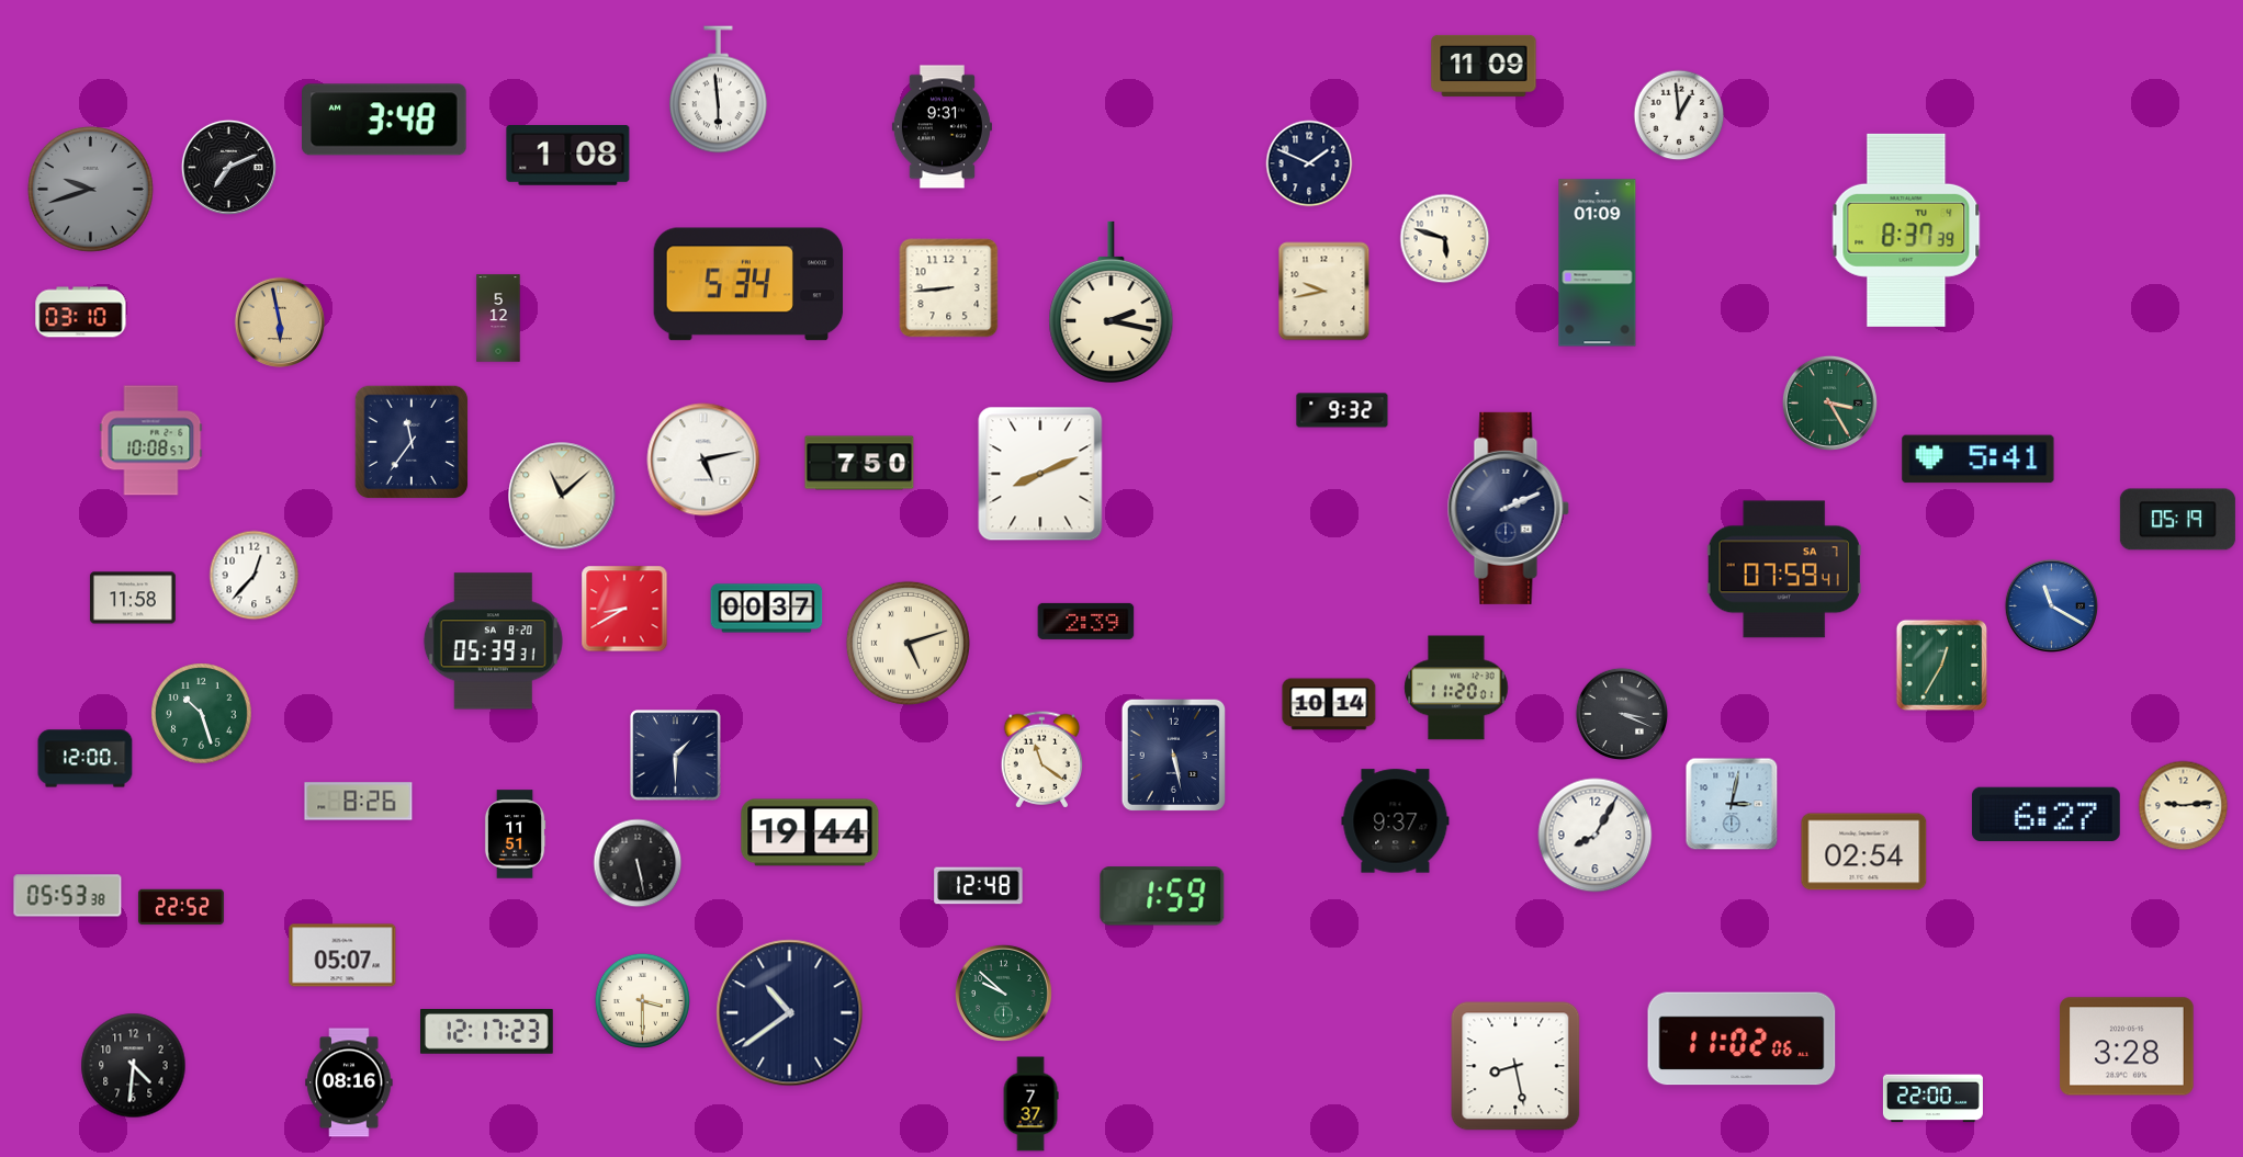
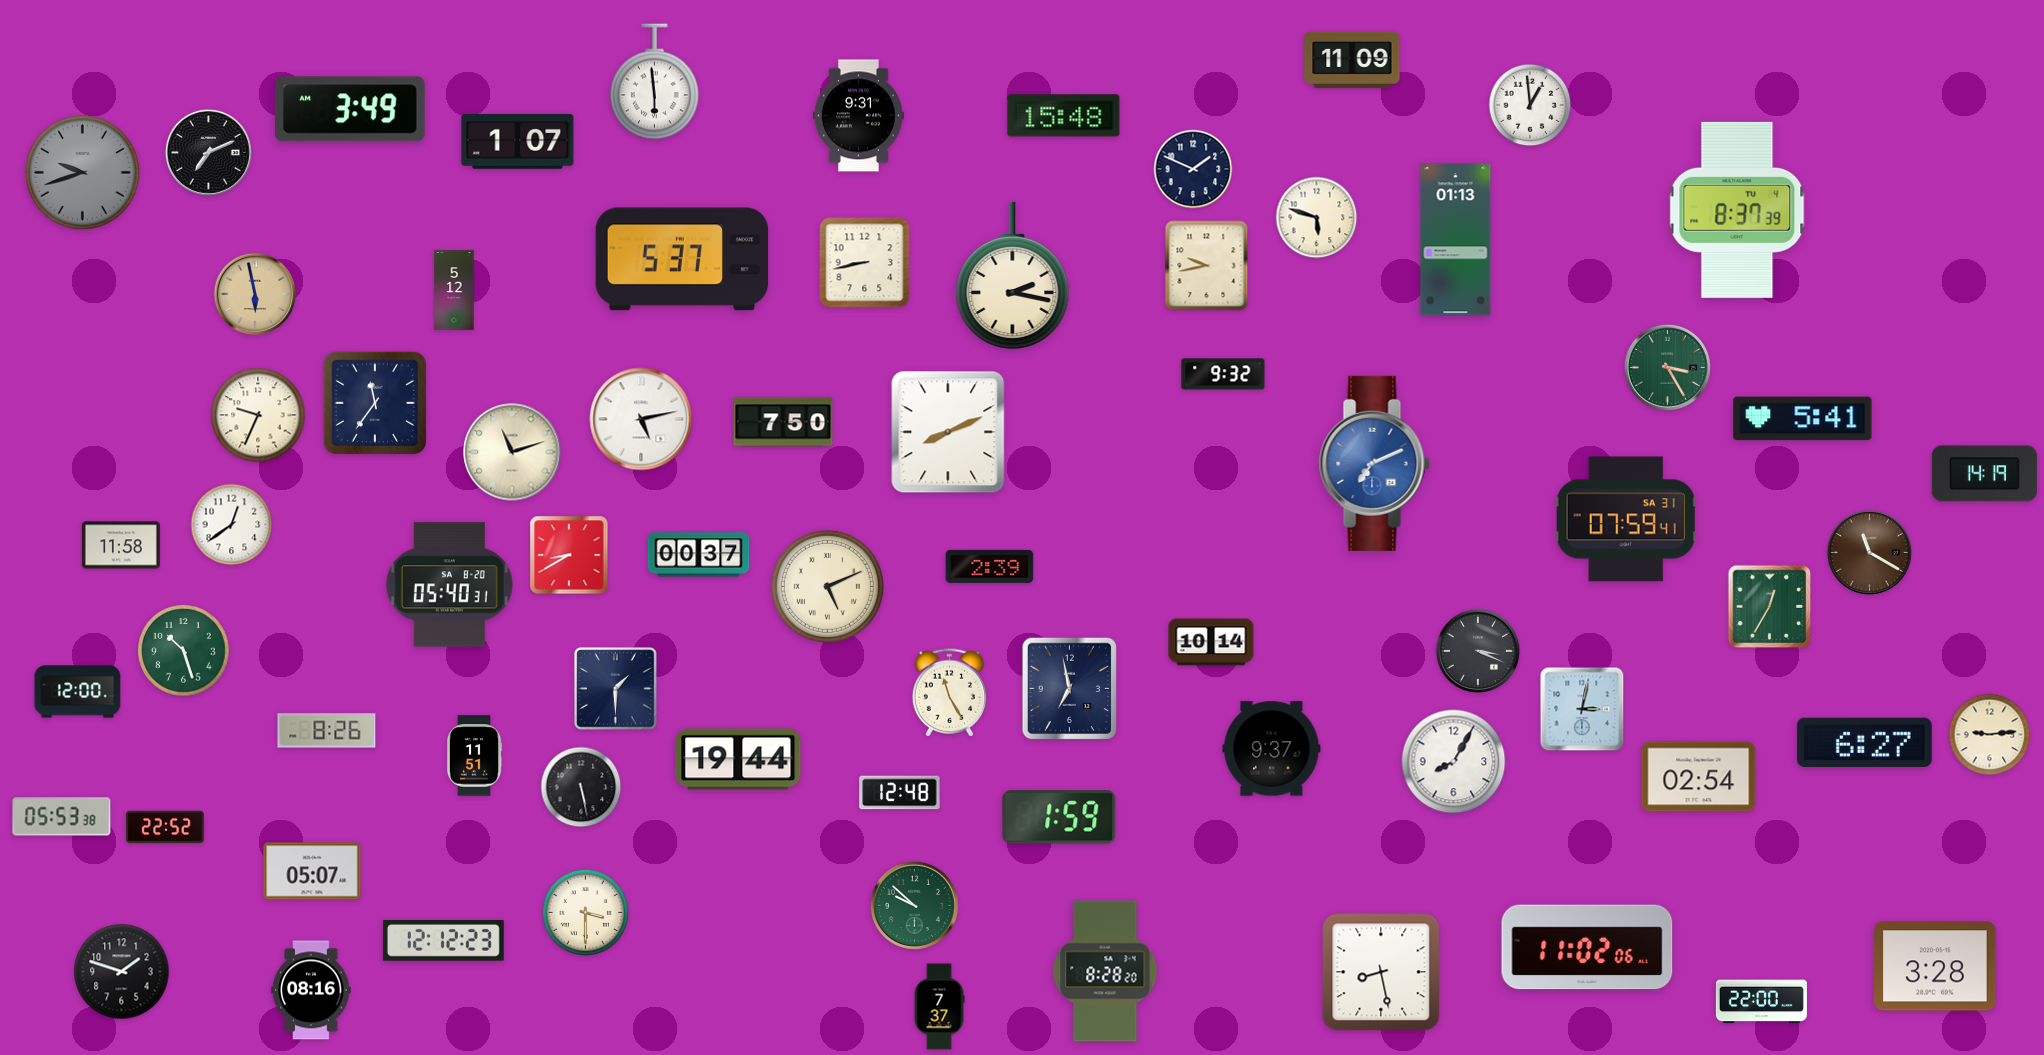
clock at (385, 120): 3:48 -> 3:49
clock at (1064, 116): none -> 15:48
clock at (568, 156): 1:08 -> 1:07
clock at (1309, 163) position: (1309, 163) -> (1193, 169)
clock at (1598, 263): 01:09 -> 01:13
clock at (748, 284): 5:34 -> 5:37
clock at (949, 288): 8:44 -> 8:43
clock at (81, 313): 03:10 -> none
clock at (151, 441): 10:08 -> none
clock at (258, 415): none -> 9:34
clock at (562, 496): 11:08 -> 11:12
clock at (1508, 508): 2:11 -> 7:11
clock at (1508, 508) dial: navy -> blue
clock at (2177, 520): 05:19 -> 14:19
clock at (1784, 569) date: SA 7 -> SA 31
clock at (255, 576): 12:37 -> 12:39
clock at (2051, 605) dial: blue -> brown
clock at (493, 642): 05:39 -> 05:40
clock at (908, 643): 5:12 -> 5:11
clock at (1456, 688): 11:20 -> none
clock at (1174, 756): 5:28 -> 6:58
clock at (1042, 760): 11:21 -> 11:25
clock at (1732, 804) position: (1732, 804) -> (1582, 709)
clock at (515, 835) position: (515, 835) -> (474, 756)
clock at (979, 886) position: (979, 886) -> (900, 793)
clock at (790, 1013): 10:39 -> none
clock at (486, 1032): 12:17 -> 12:12
clock at (2127, 1046) position: (2127, 1046) -> (1935, 966)
clock at (1105, 971): none -> 8:28
clock at (134, 1066): 4:31 -> 1:48
clock at (349, 1082) position: (349, 1082) -> (311, 990)
